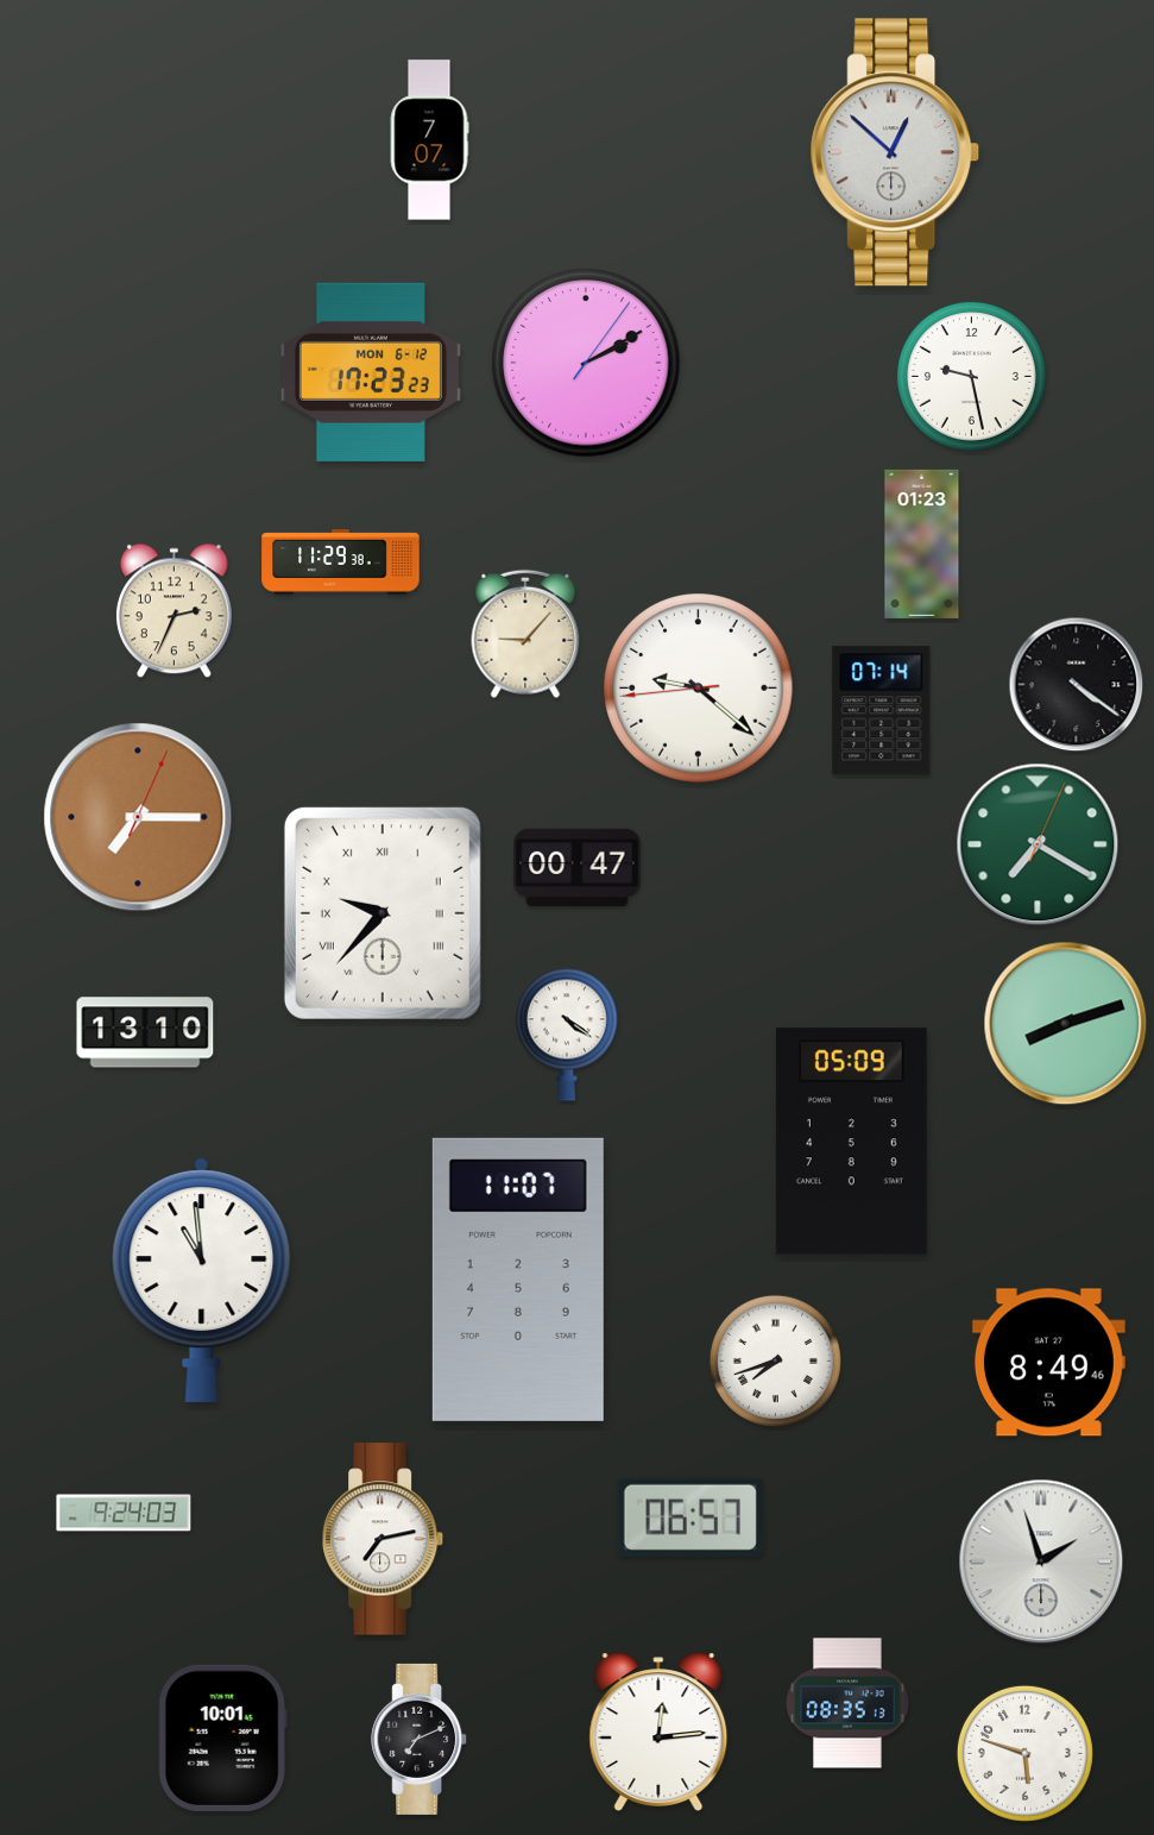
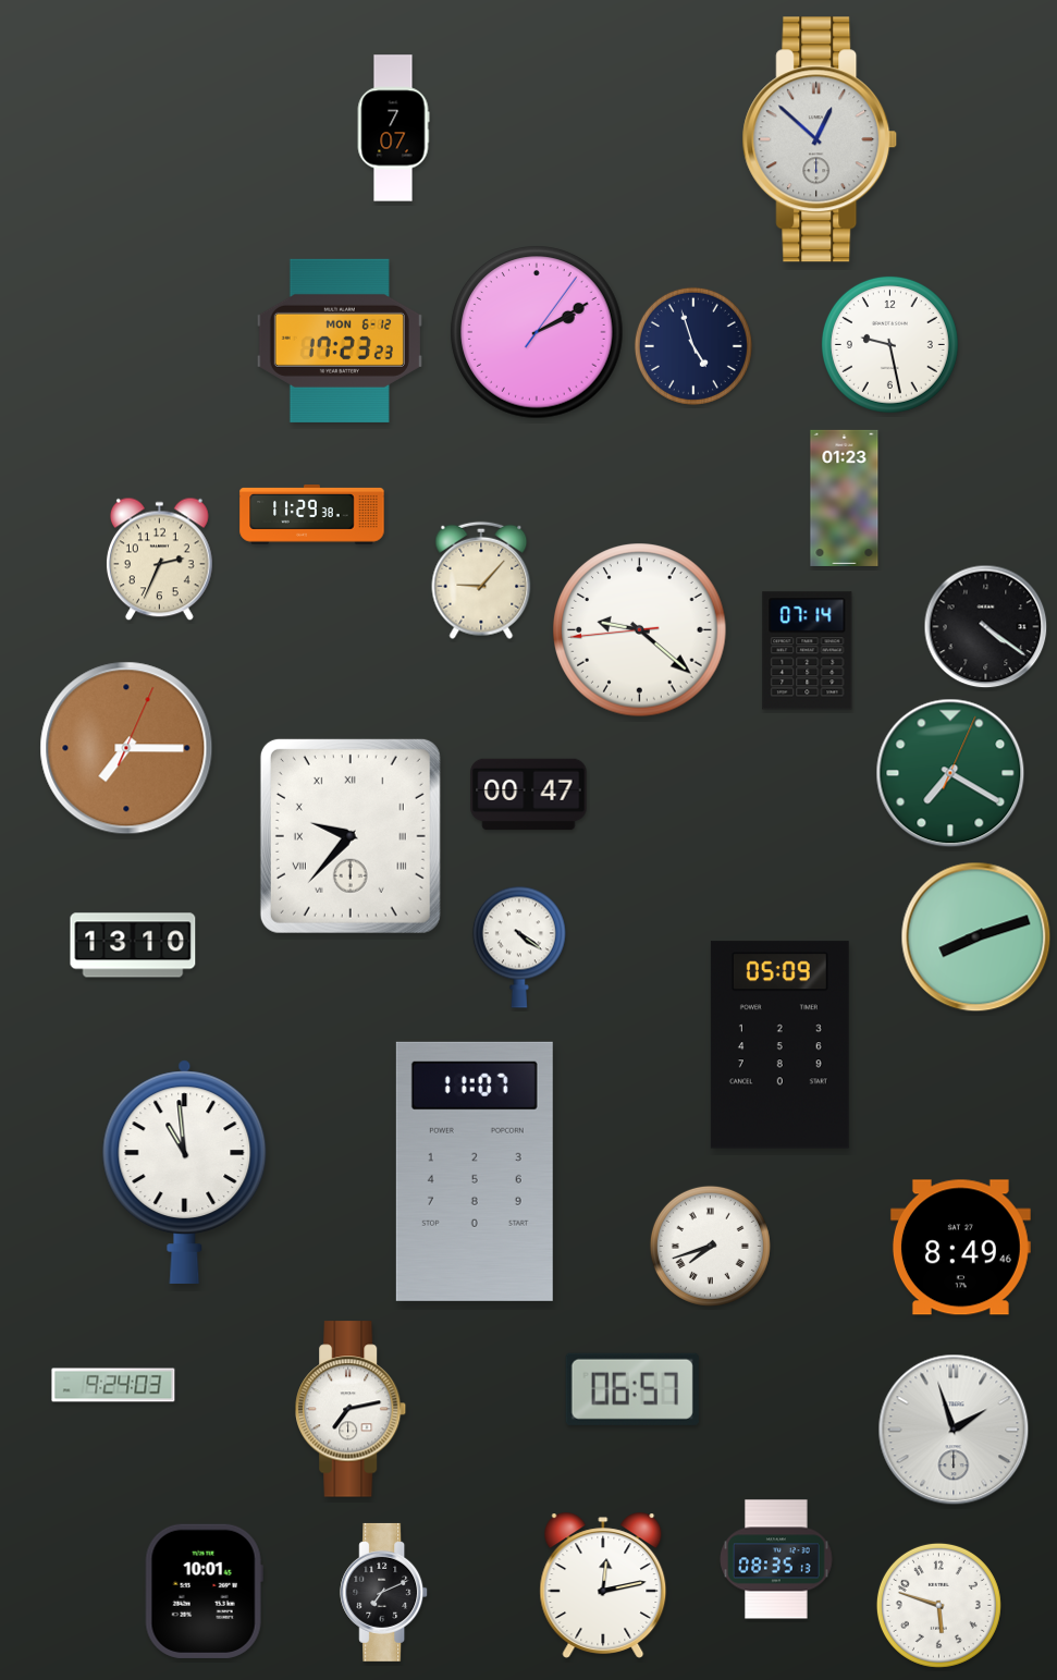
clock at (693, 346): none -> 4:57
clock at (658, 1732): 12:14 -> 12:13
